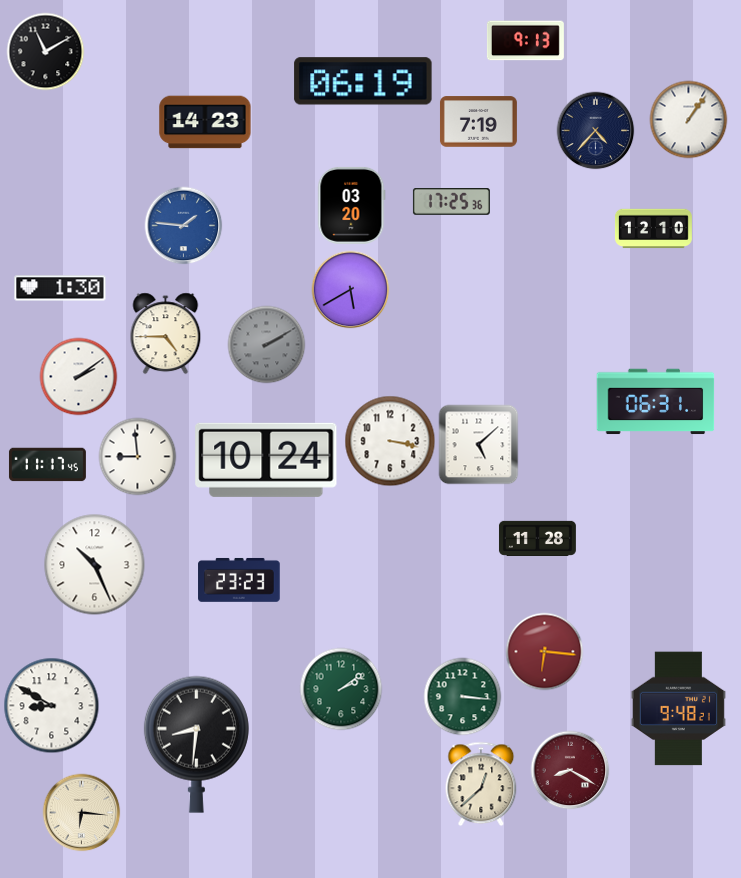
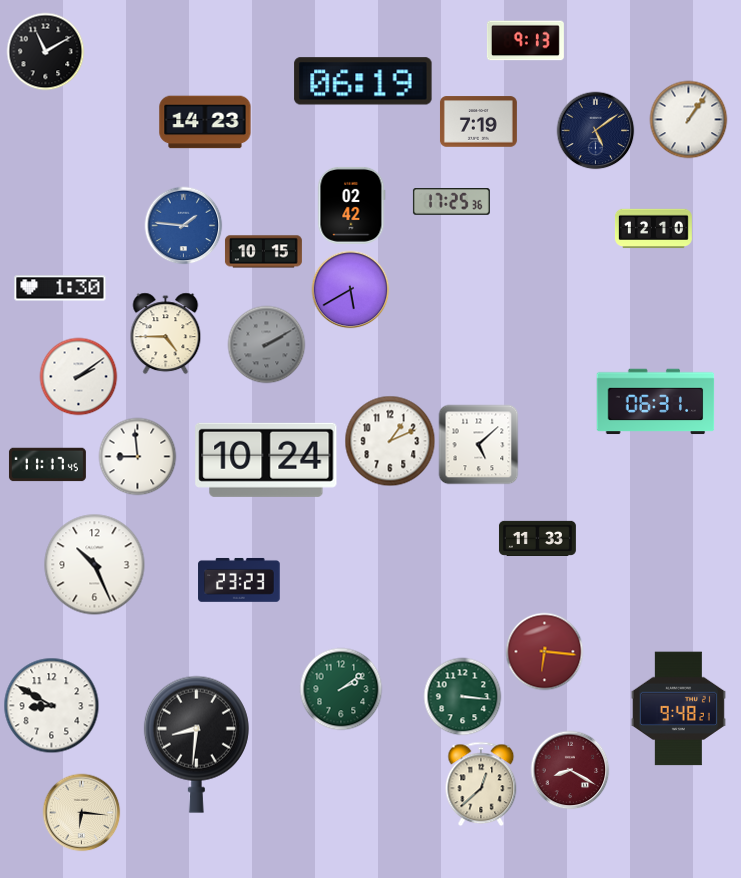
clock at (595, 130): 4:37 -> 5:09
clock at (352, 205): 03:20 -> 02:42
clock at (263, 252): none -> 10:15
clock at (390, 441): 3:17 -> 1:11
clock at (537, 538): 11:28 -> 11:33
